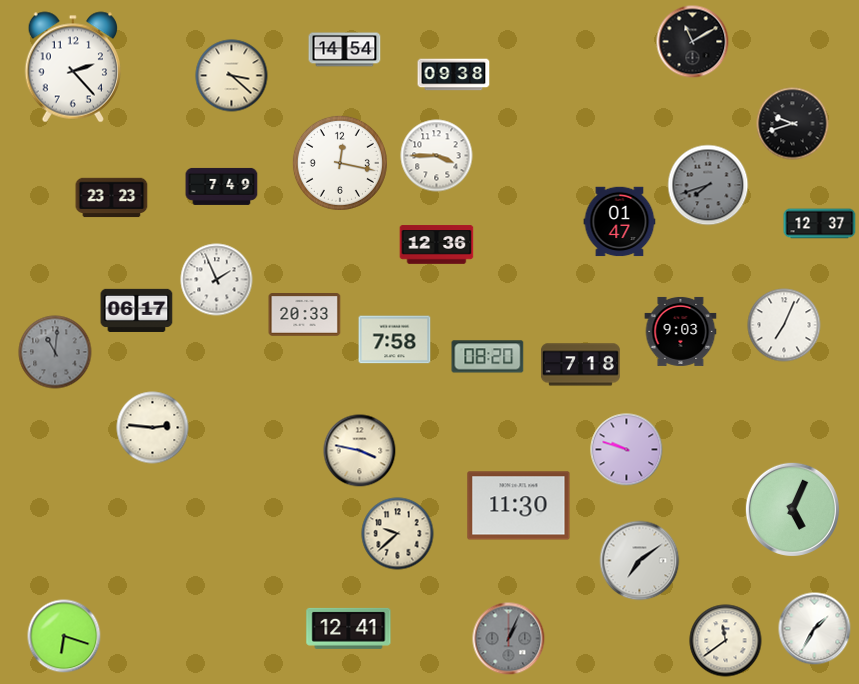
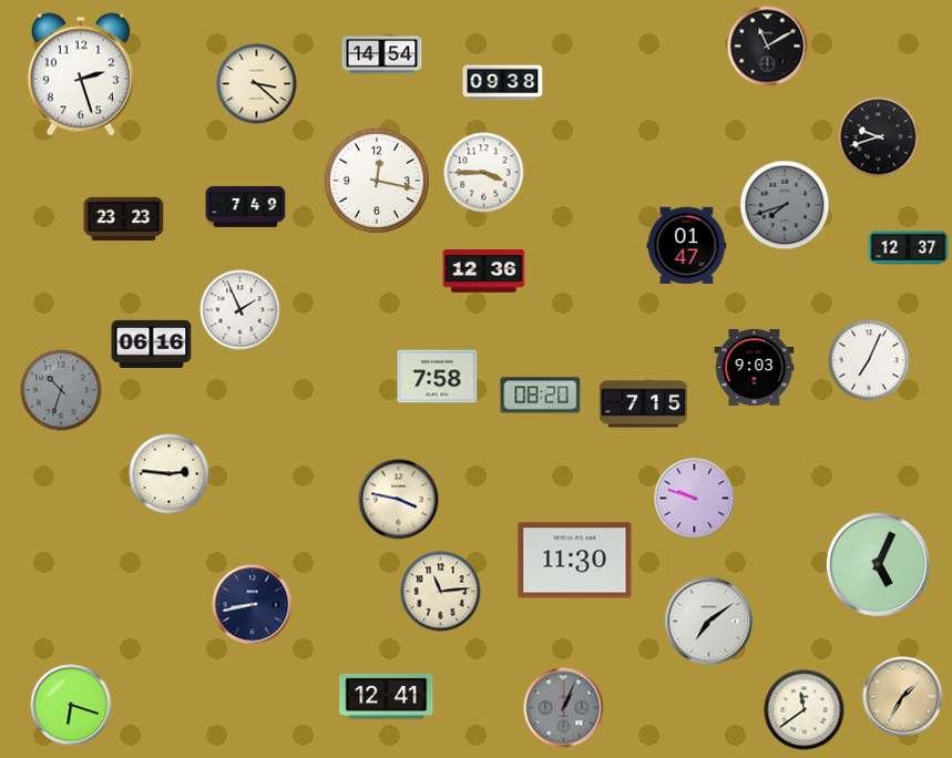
clock at (72, 67): 2:23 -> 2:27
clock at (137, 310): 06:17 -> 06:16
clock at (305, 315): 20:33 -> none
clock at (55, 352): 11:01 -> 10:33
clock at (580, 365): 7:18 -> 7:15
clock at (398, 534): 9:38 -> 11:14
clock at (253, 605): none -> 8:43
clock at (815, 629) dial: white -> champagne
